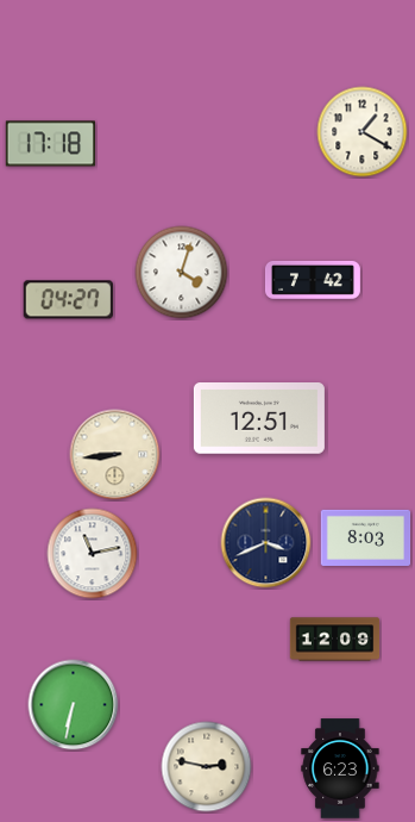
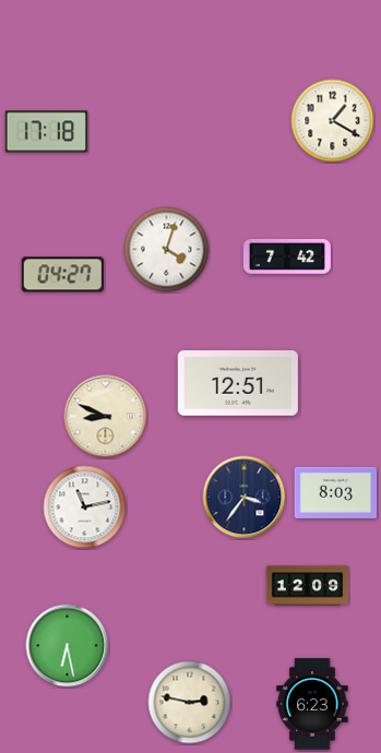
clock at (115, 455): 8:44 -> 8:49
clock at (266, 543): 3:41 -> 3:36
clock at (74, 705): 6:32 -> 6:28
